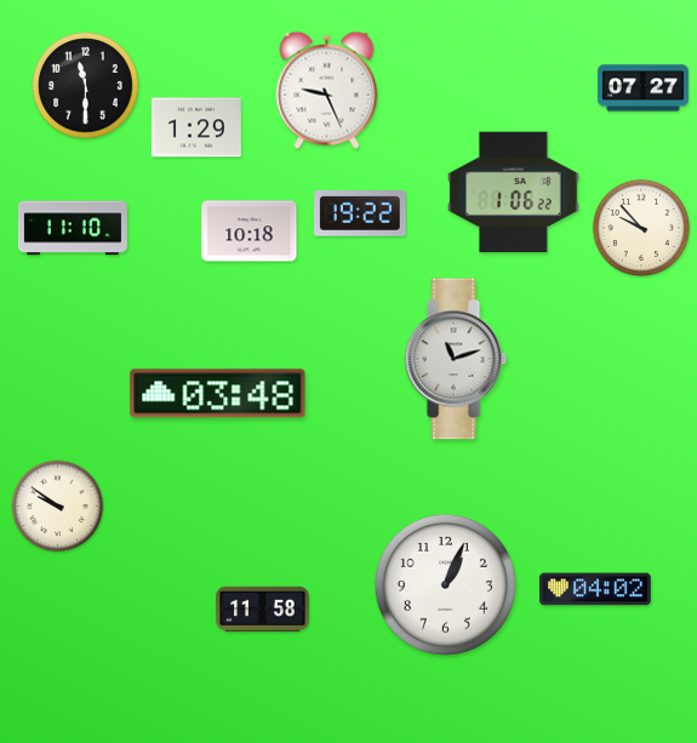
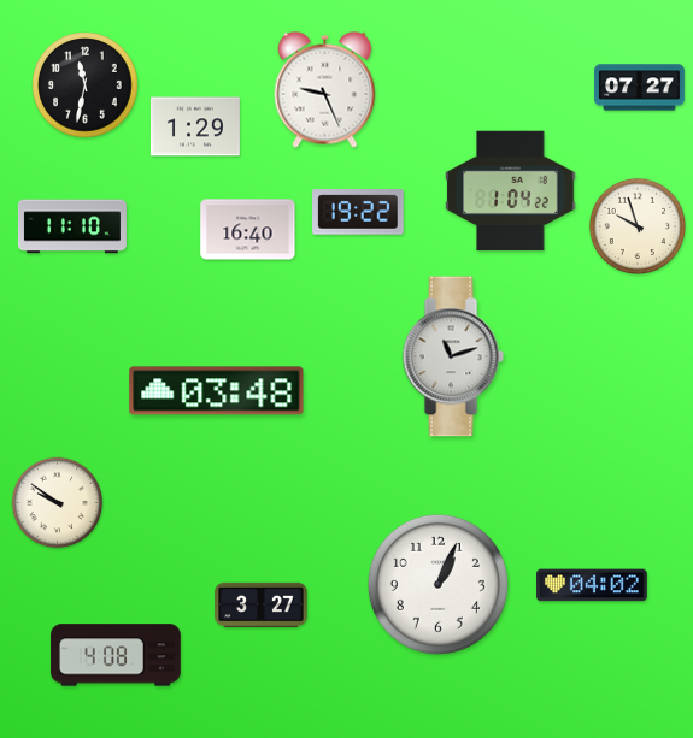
clock at (86, 86): 11:30 -> 11:32
clock at (514, 193): 1:06 -> 1:04
clock at (640, 227): 9:53 -> 9:57
clock at (250, 232): 10:18 -> 16:40
clock at (445, 584) position: (445, 584) -> (437, 584)
clock at (263, 608): 11:58 -> 3:27
clock at (116, 655): none -> 4:08
